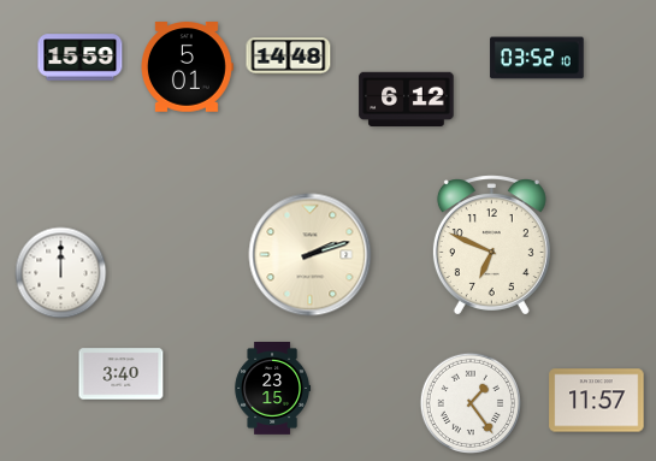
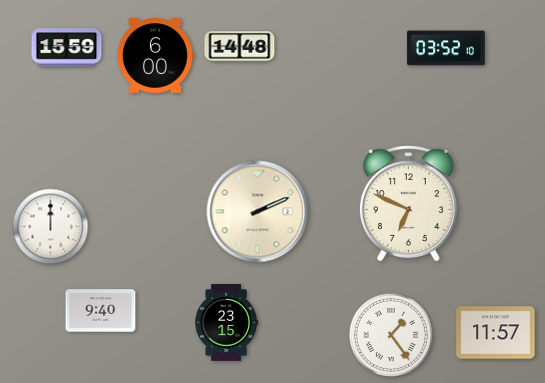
clock at (188, 67): 5:01 -> 6:00
clock at (407, 99): 6:12 -> none
clock at (311, 255): 2:12 -> 2:11
clock at (122, 374): 3:40 -> 9:40
